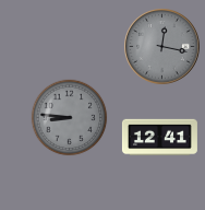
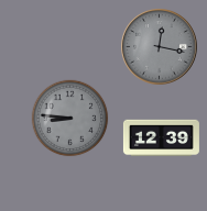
clock at (162, 47) position: (162, 47) -> (160, 47)
clock at (159, 138): 12:41 -> 12:39
